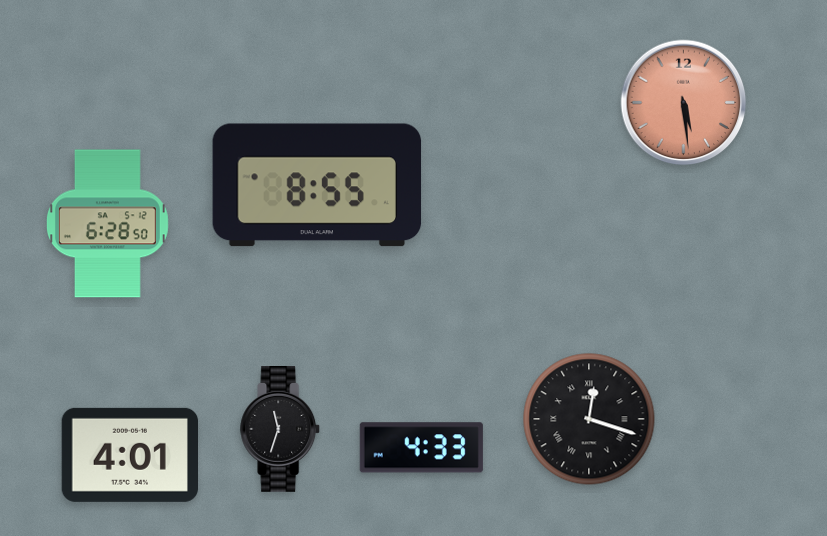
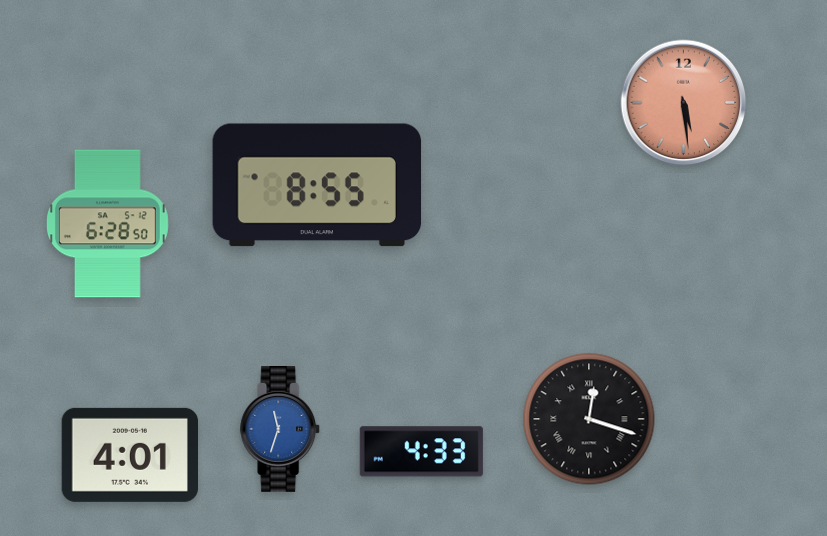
clock at (281, 430) dial: black -> blue
clock at (421, 448) position: (421, 448) -> (421, 452)
